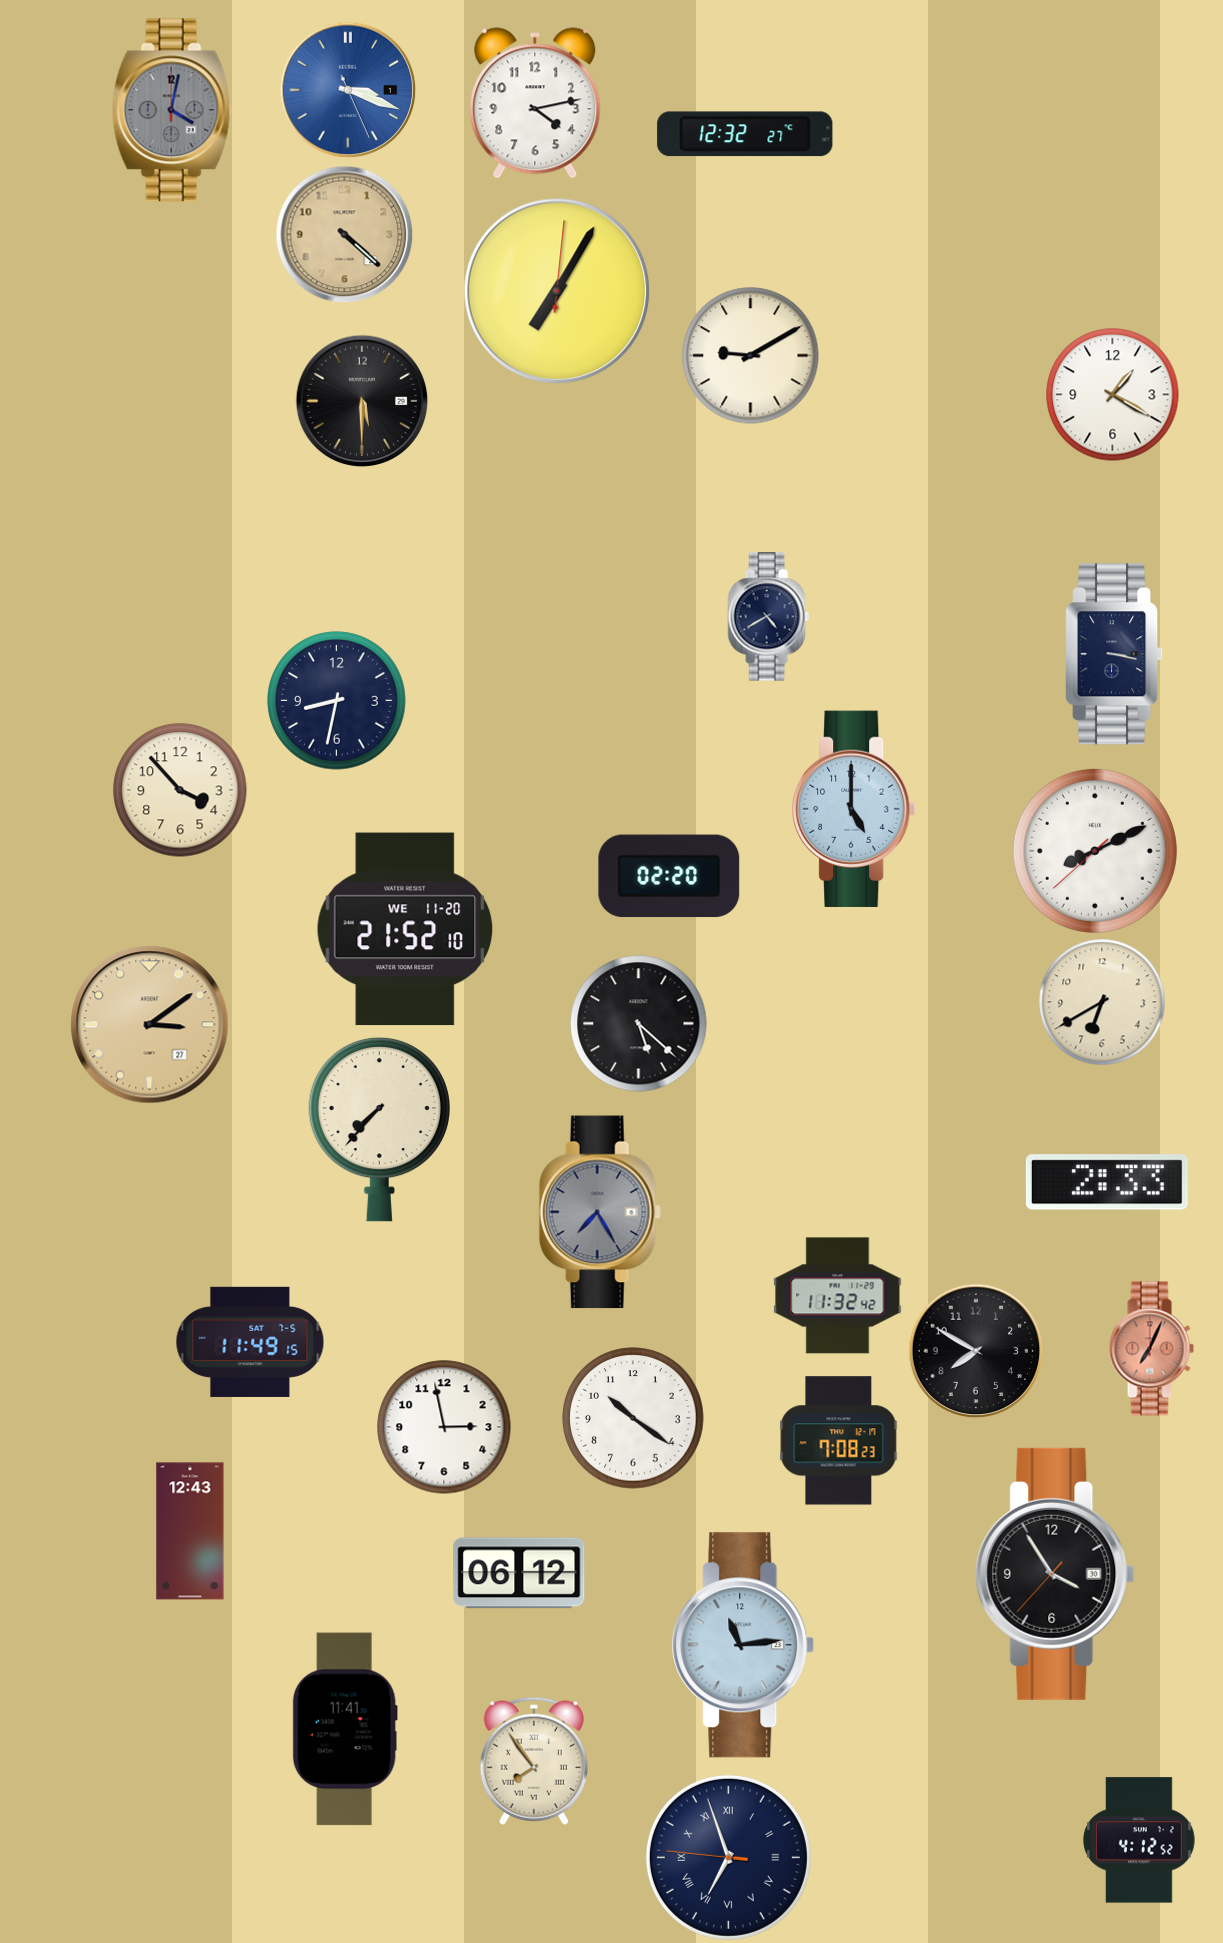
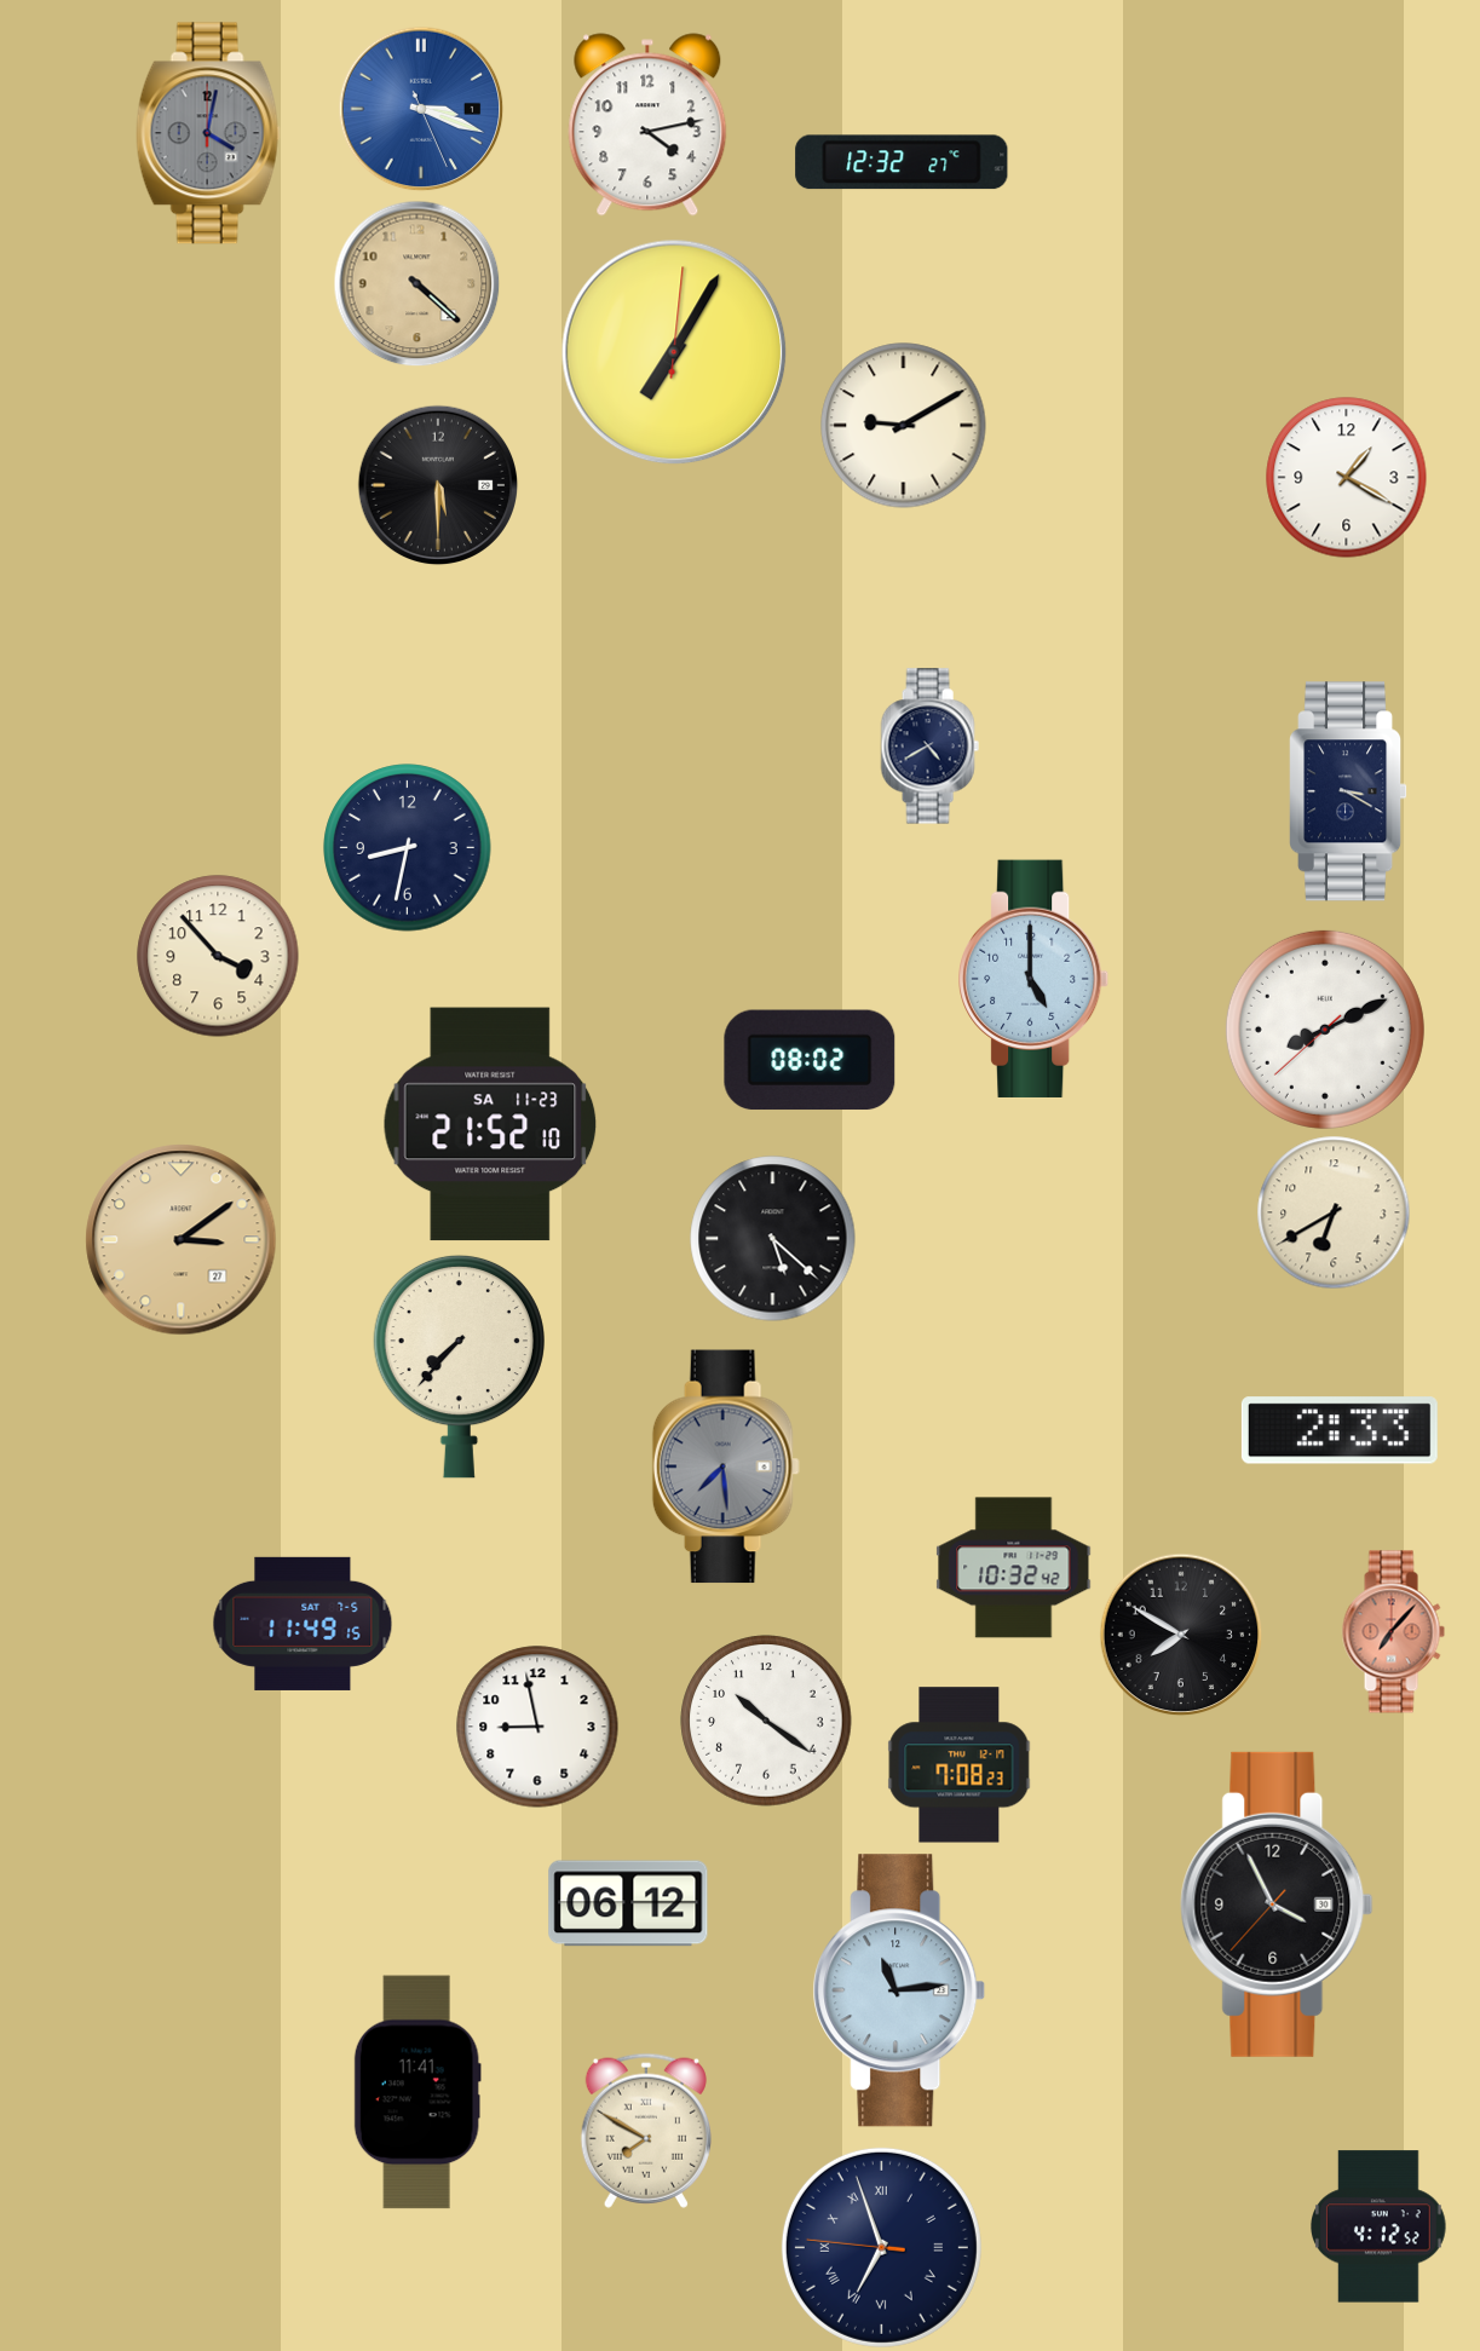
clock at (751, 356) position: (751, 356) -> (904, 426)
clock at (1115, 654): 3:17 -> 3:20
clock at (669, 876): 02:20 -> 08:02
clock at (405, 929) date: WE 11-20 -> SA 11-23
clock at (600, 1212): 7:25 -> 7:29
clock at (838, 1296): 11:32 -> 10:32
clock at (1151, 1349): 7:04 -> 7:07
clock at (633, 1418) position: (633, 1418) -> (766, 1721)
clock at (444, 1427): 2:58 -> 8:58
clock at (839, 1441) position: (839, 1441) -> (960, 1765)
clock at (190, 1531): 12:43 -> none
clock at (1055, 1574): 3:54 -> 3:55
clock at (534, 1761): 7:54 -> 7:50
